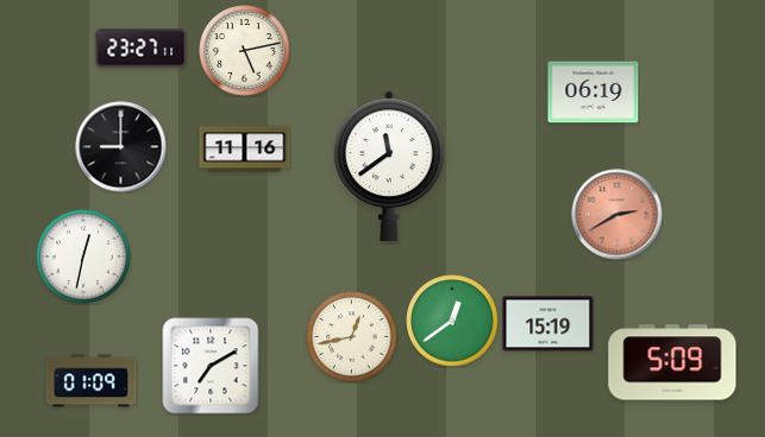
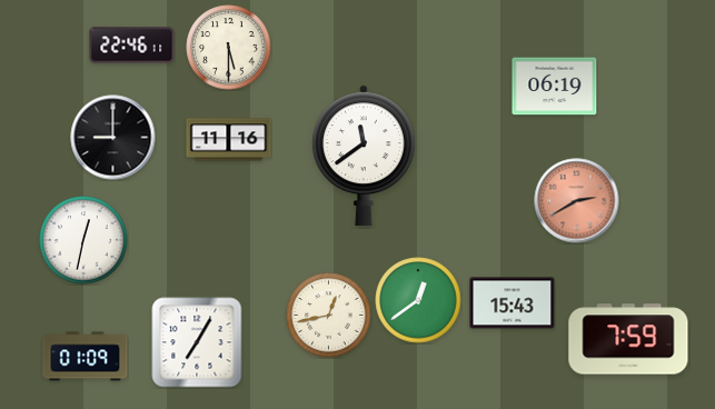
clock at (142, 49): 23:27 -> 22:46
clock at (245, 51): 5:13 -> 5:30
clock at (83, 256) position: (83, 256) -> (83, 240)
clock at (452, 321) position: (452, 321) -> (418, 300)
clock at (548, 324): 15:19 -> 15:43
clock at (672, 362): 5:09 -> 7:59
clock at (211, 366): 7:10 -> 7:05
